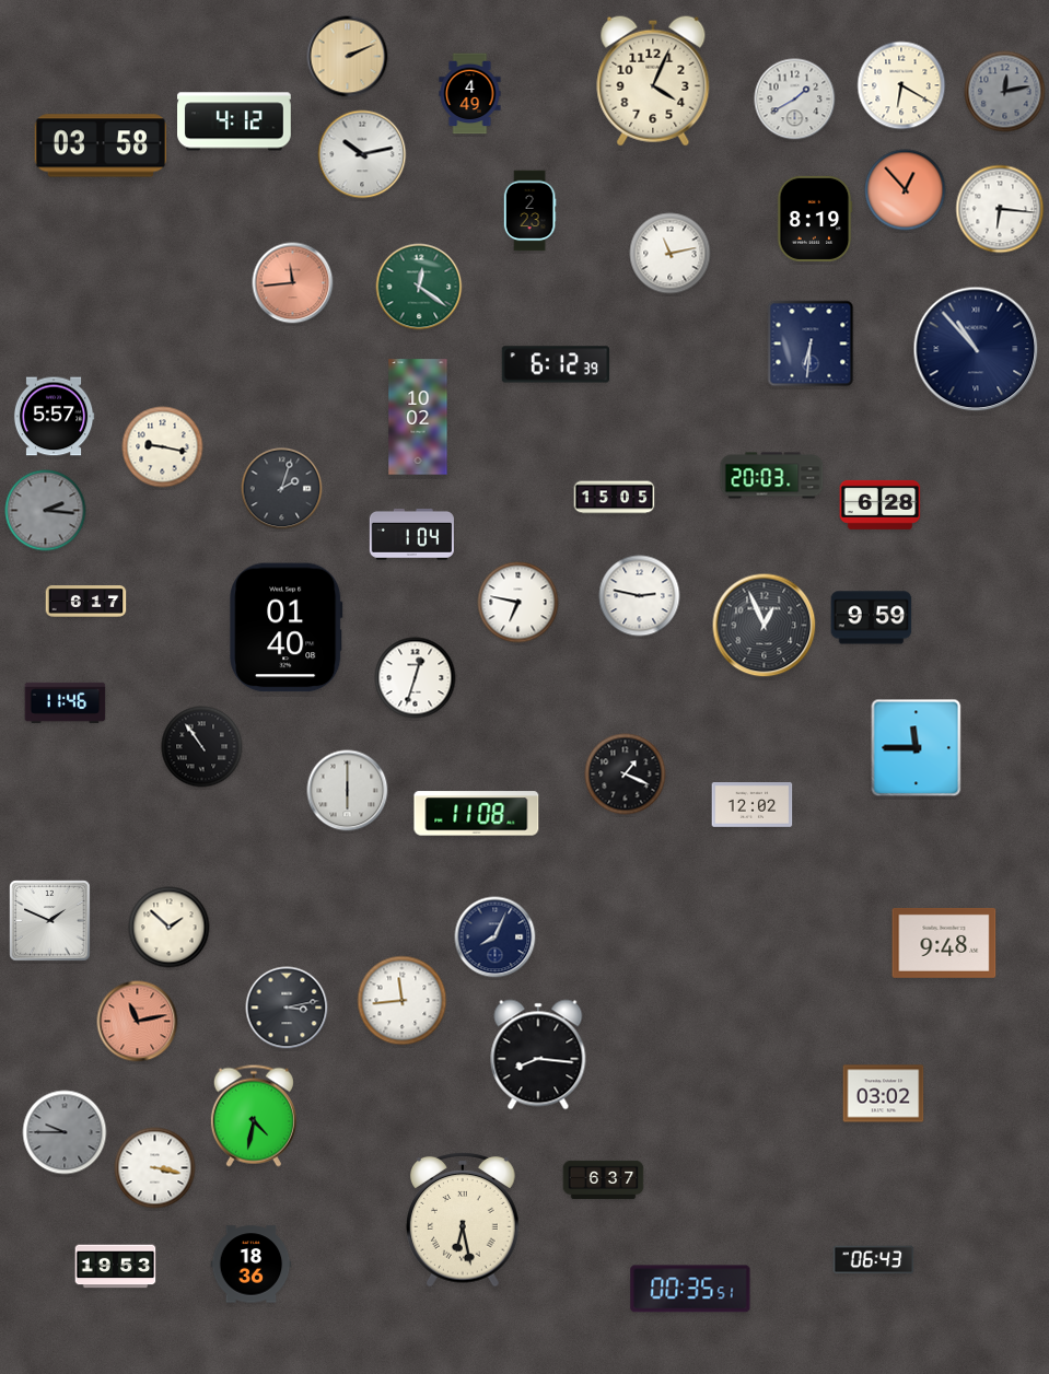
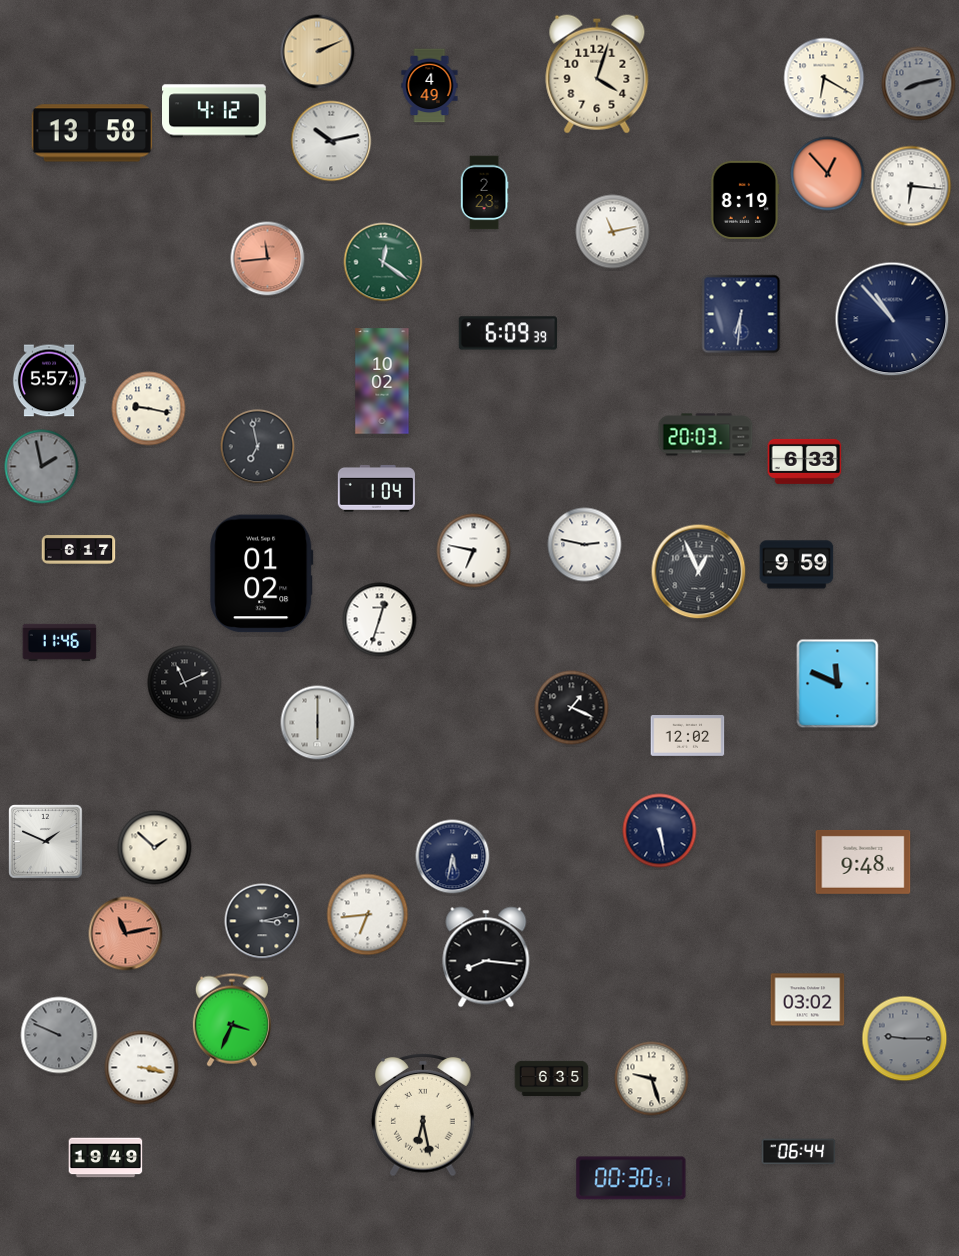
clock at (653, 81): 4:04 -> 4:03
clock at (1005, 92): 12:13 -> 8:13
clock at (795, 100): 1:40 -> none
clock at (101, 145): 03:58 -> 13:58
clock at (1000, 209) position: (1000, 209) -> (911, 186)
clock at (556, 364): 6:12 -> 6:09
clock at (282, 489): 2:03 -> 6:58
clock at (615, 498): 15:05 -> none
clock at (881, 504): 6:28 -> 6:33
clock at (46, 511): 2:16 -> 1:58
clock at (287, 628): 01:40 -> 01:02
clock at (202, 747): 10:54 -> 11:11
clock at (917, 748): 11:45 -> 11:49
clock at (477, 814): 11:08 -> none
clock at (660, 831): none -> 5:28
clock at (496, 938): 8:04 -> 5:32
clock at (403, 1001): 11:44 -> 6:44
clock at (538, 1055) position: (538, 1055) -> (486, 957)
clock at (254, 1116): 4:32 -> 3:34
clock at (65, 1132): 9:45 -> 9:49
clock at (905, 1039): none -> 9:15
clock at (604, 1179): 6:37 -> 6:35
clock at (652, 1079): none -> 9:27
clock at (874, 1260): 06:43 -> 06:44
clock at (252, 1265): 18:36 -> none
clock at (116, 1267): 19:53 -> 19:49
clock at (690, 1289): 00:35 -> 00:30
